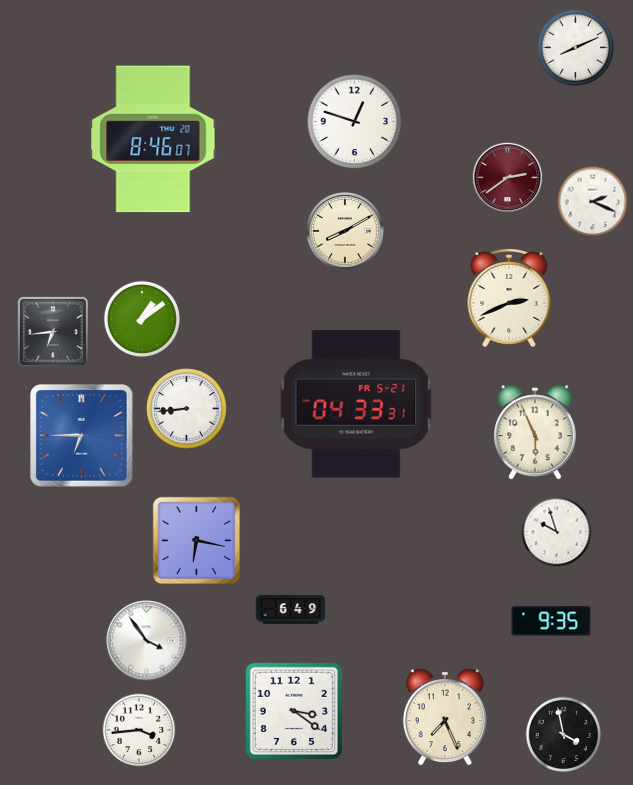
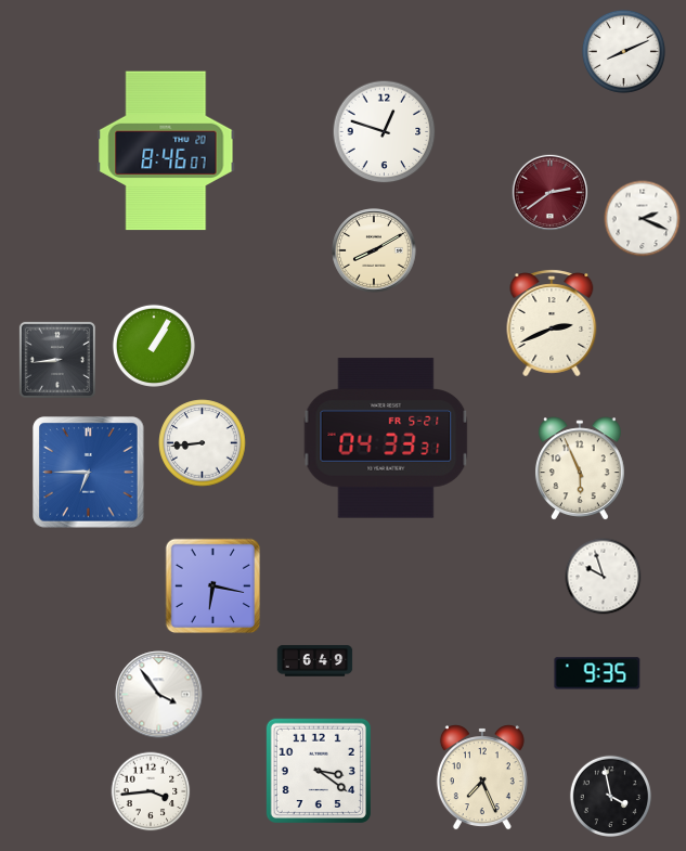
clock at (142, 319): 1:09 -> 1:05
clock at (53, 332): 6:44 -> 8:44
